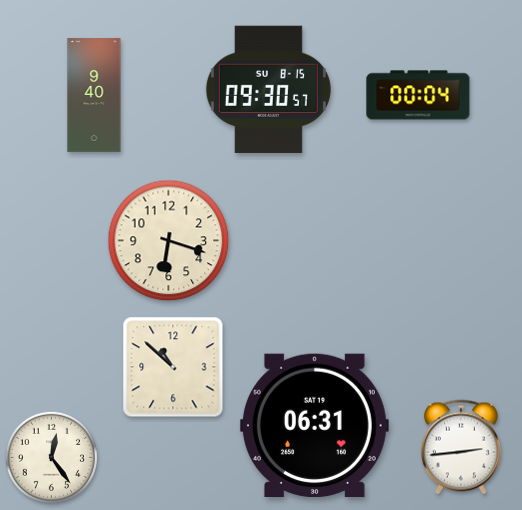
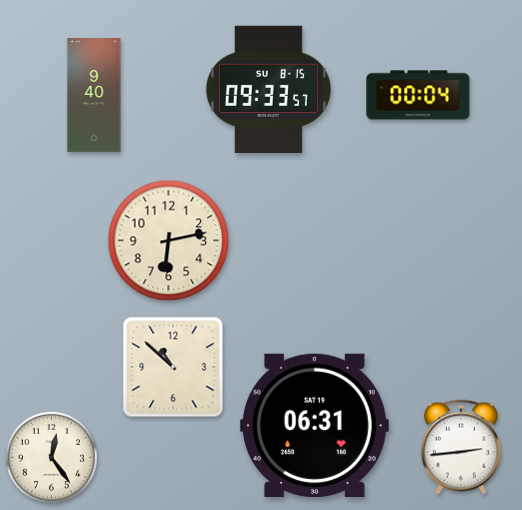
clock at (268, 89): 09:30 -> 09:33
clock at (169, 241): 6:18 -> 6:13
